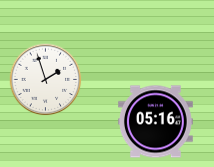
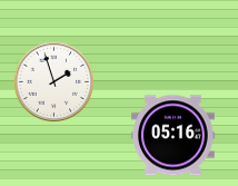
clock at (46, 80) position: (46, 80) -> (54, 82)
